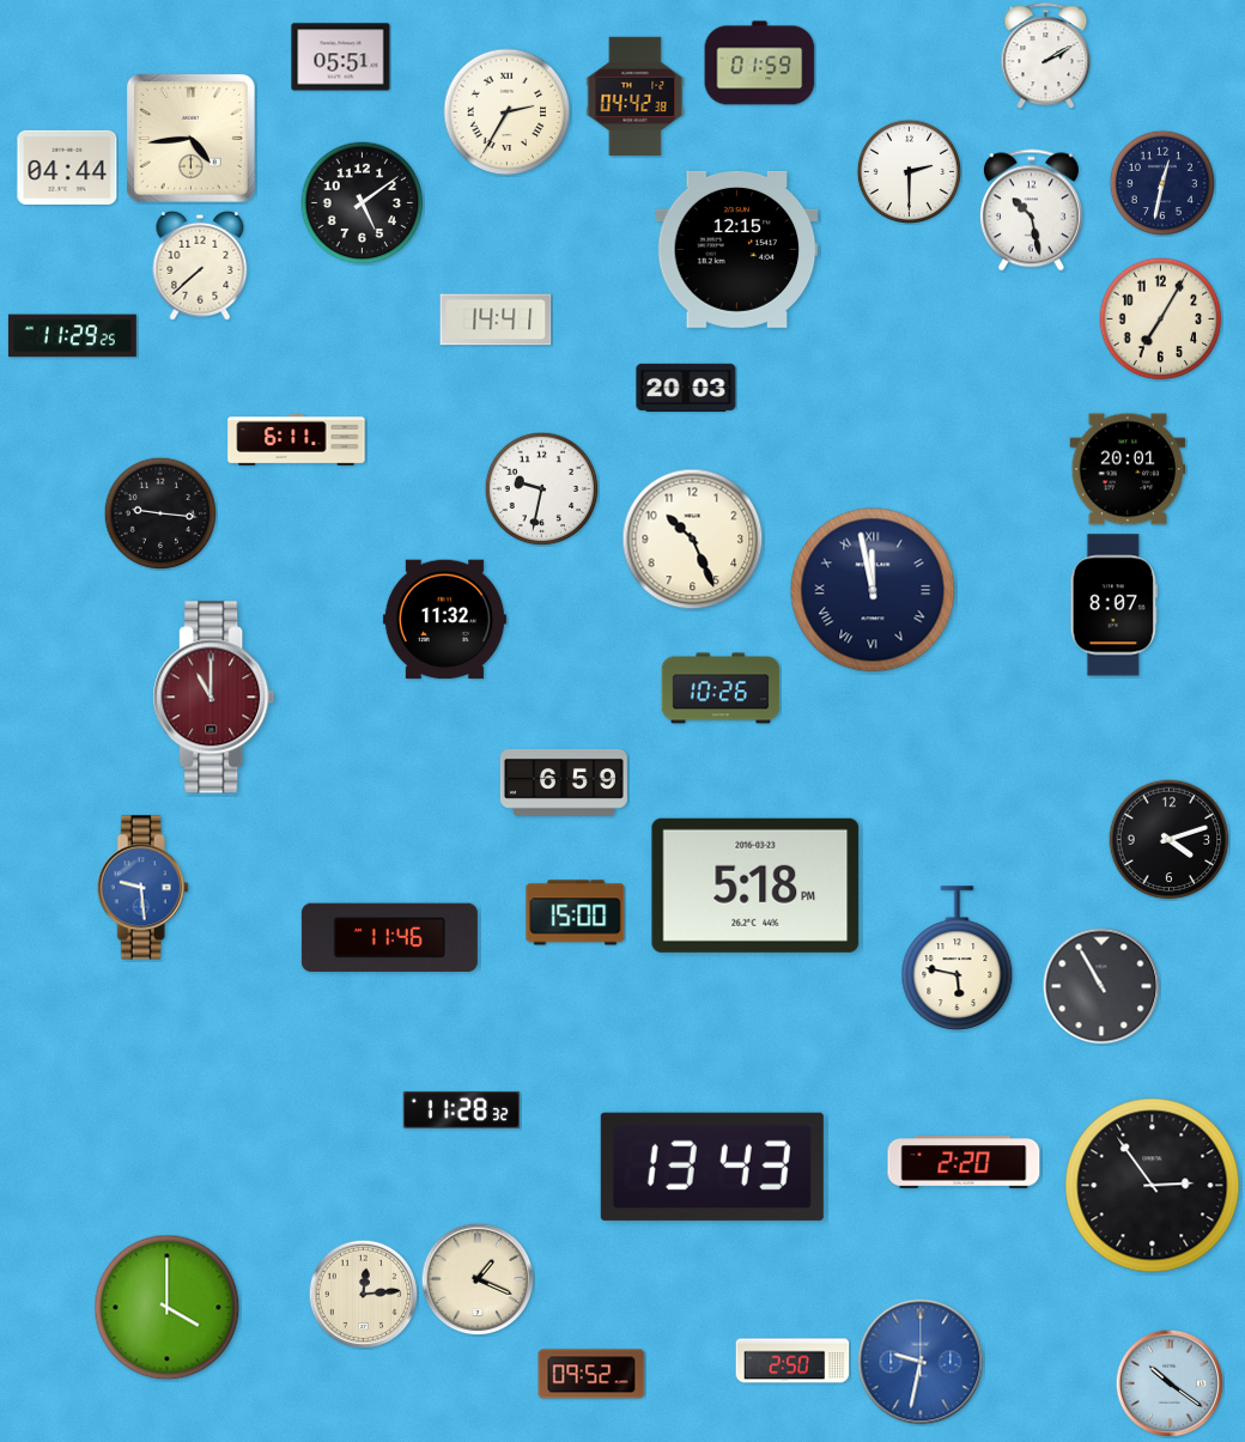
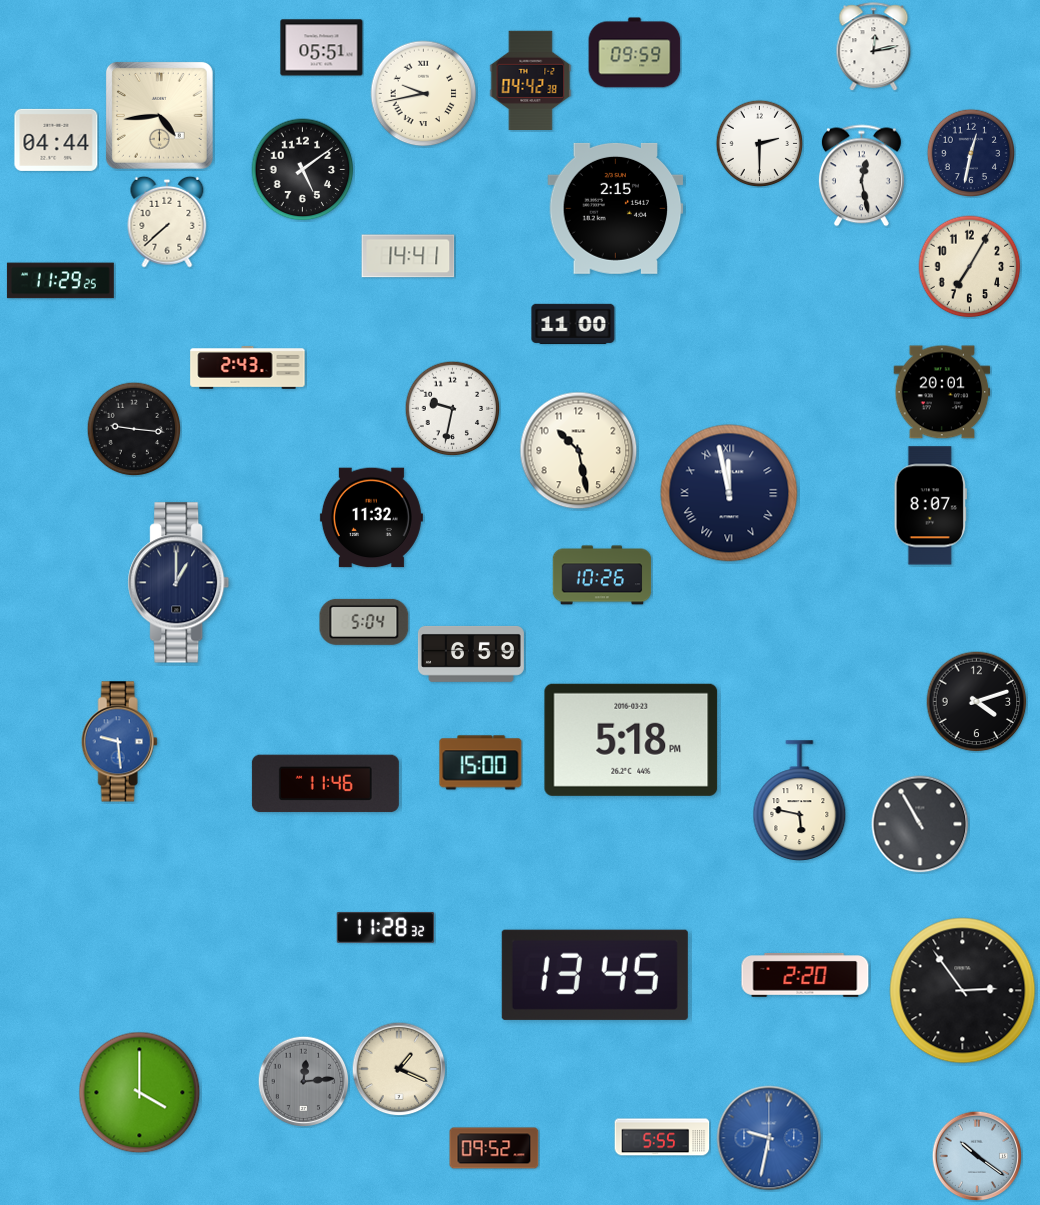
clock at (1046, 56): 2:10 -> 12:13
clock at (341, 57) position: (341, 57) -> (322, 48)
clock at (760, 63): 01:59 -> 09:59
clock at (508, 112): 2:35 -> 9:43
clock at (1031, 211): 10:28 -> 12:28
clock at (737, 249): 12:15 -> 2:15
clock at (496, 320) position: (496, 320) -> (408, 256)
clock at (686, 388): 20:03 -> 11:00
clock at (297, 440): 6:11 -> 2:43
clock at (693, 540): 10:26 -> 10:28
clock at (214, 698): 11:00 -> 1:00
clock at (214, 698) dial: burgundy -> navy
clock at (364, 622): none -> 5:04
clock at (964, 1163) position: (964, 1163) -> (805, 976)
clock at (712, 1167): 13:43 -> 13:45
clock at (363, 1294) dial: cream -> grey
clock at (792, 1361): 2:50 -> 5:55
